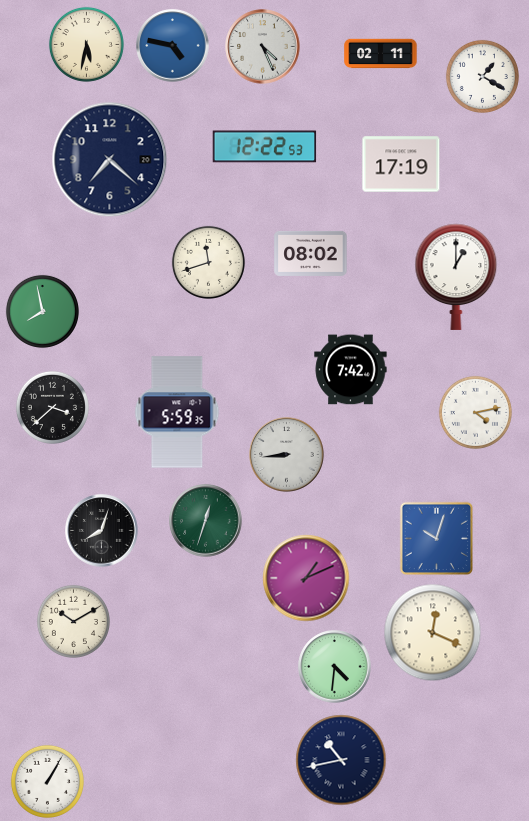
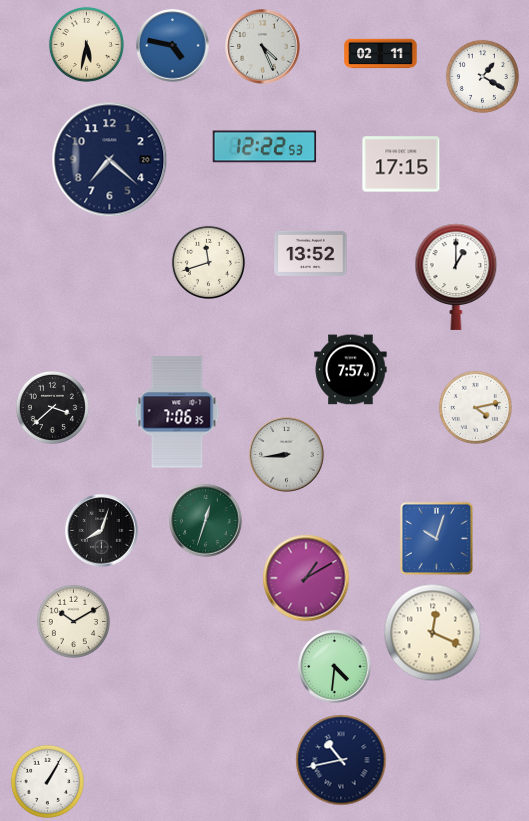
clock at (401, 164): 17:19 -> 17:15
clock at (311, 253): 08:02 -> 13:52
clock at (42, 311): 7:58 -> none
clock at (351, 370): 7:42 -> 7:57
clock at (177, 412): 5:59 -> 7:06
clock at (475, 412) position: (475, 412) -> (475, 407)
clock at (306, 578): 1:11 -> 1:10
